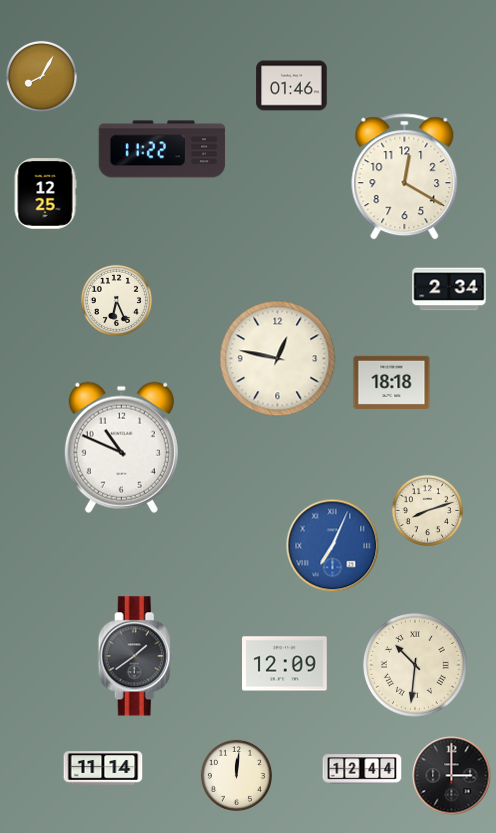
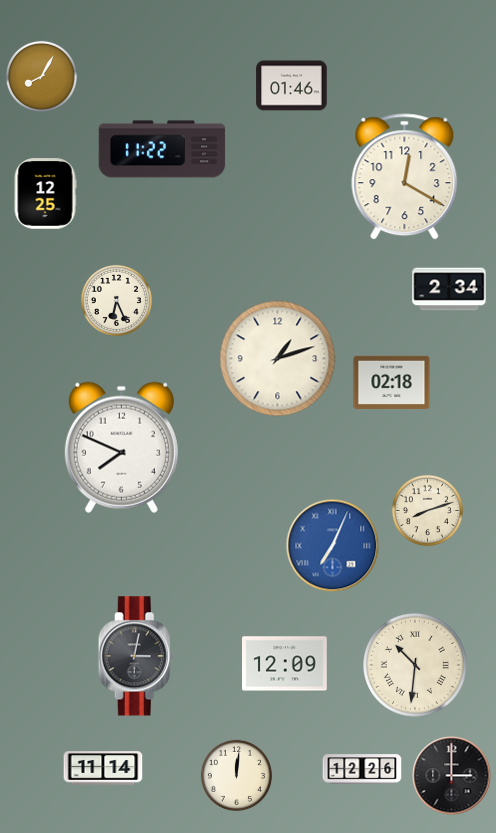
clock at (278, 359): 12:47 -> 1:12
clock at (392, 382): 18:18 -> 02:18
clock at (121, 447): 10:49 -> 7:49
clock at (136, 656): 1:39 -> 3:02
clock at (362, 769): 12:44 -> 12:26
